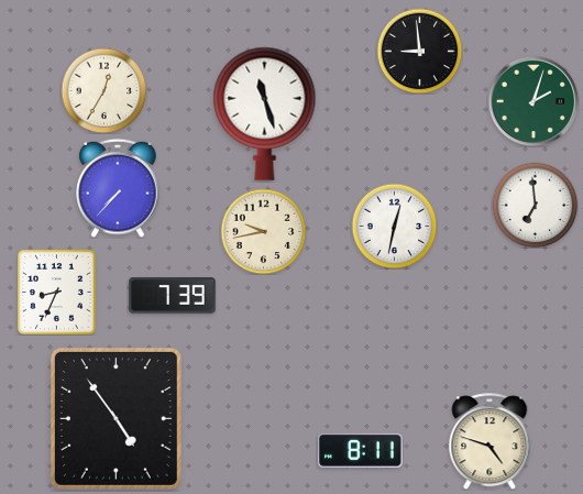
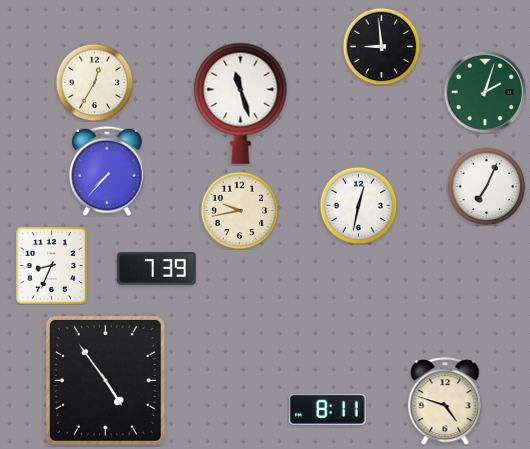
clock at (535, 205): 6:59 -> 7:04
